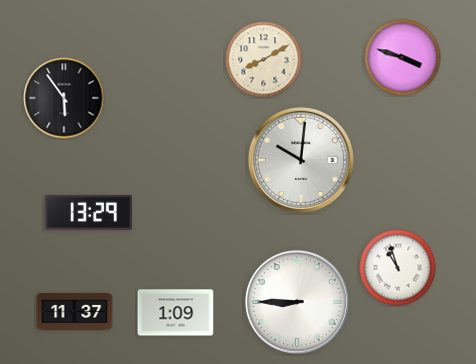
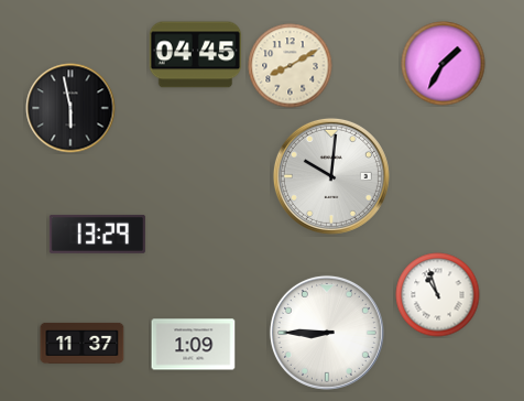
clock at (196, 55): none -> 04:45
clock at (403, 58): 3:48 -> 1:35
clock at (64, 98): 5:54 -> 5:58
